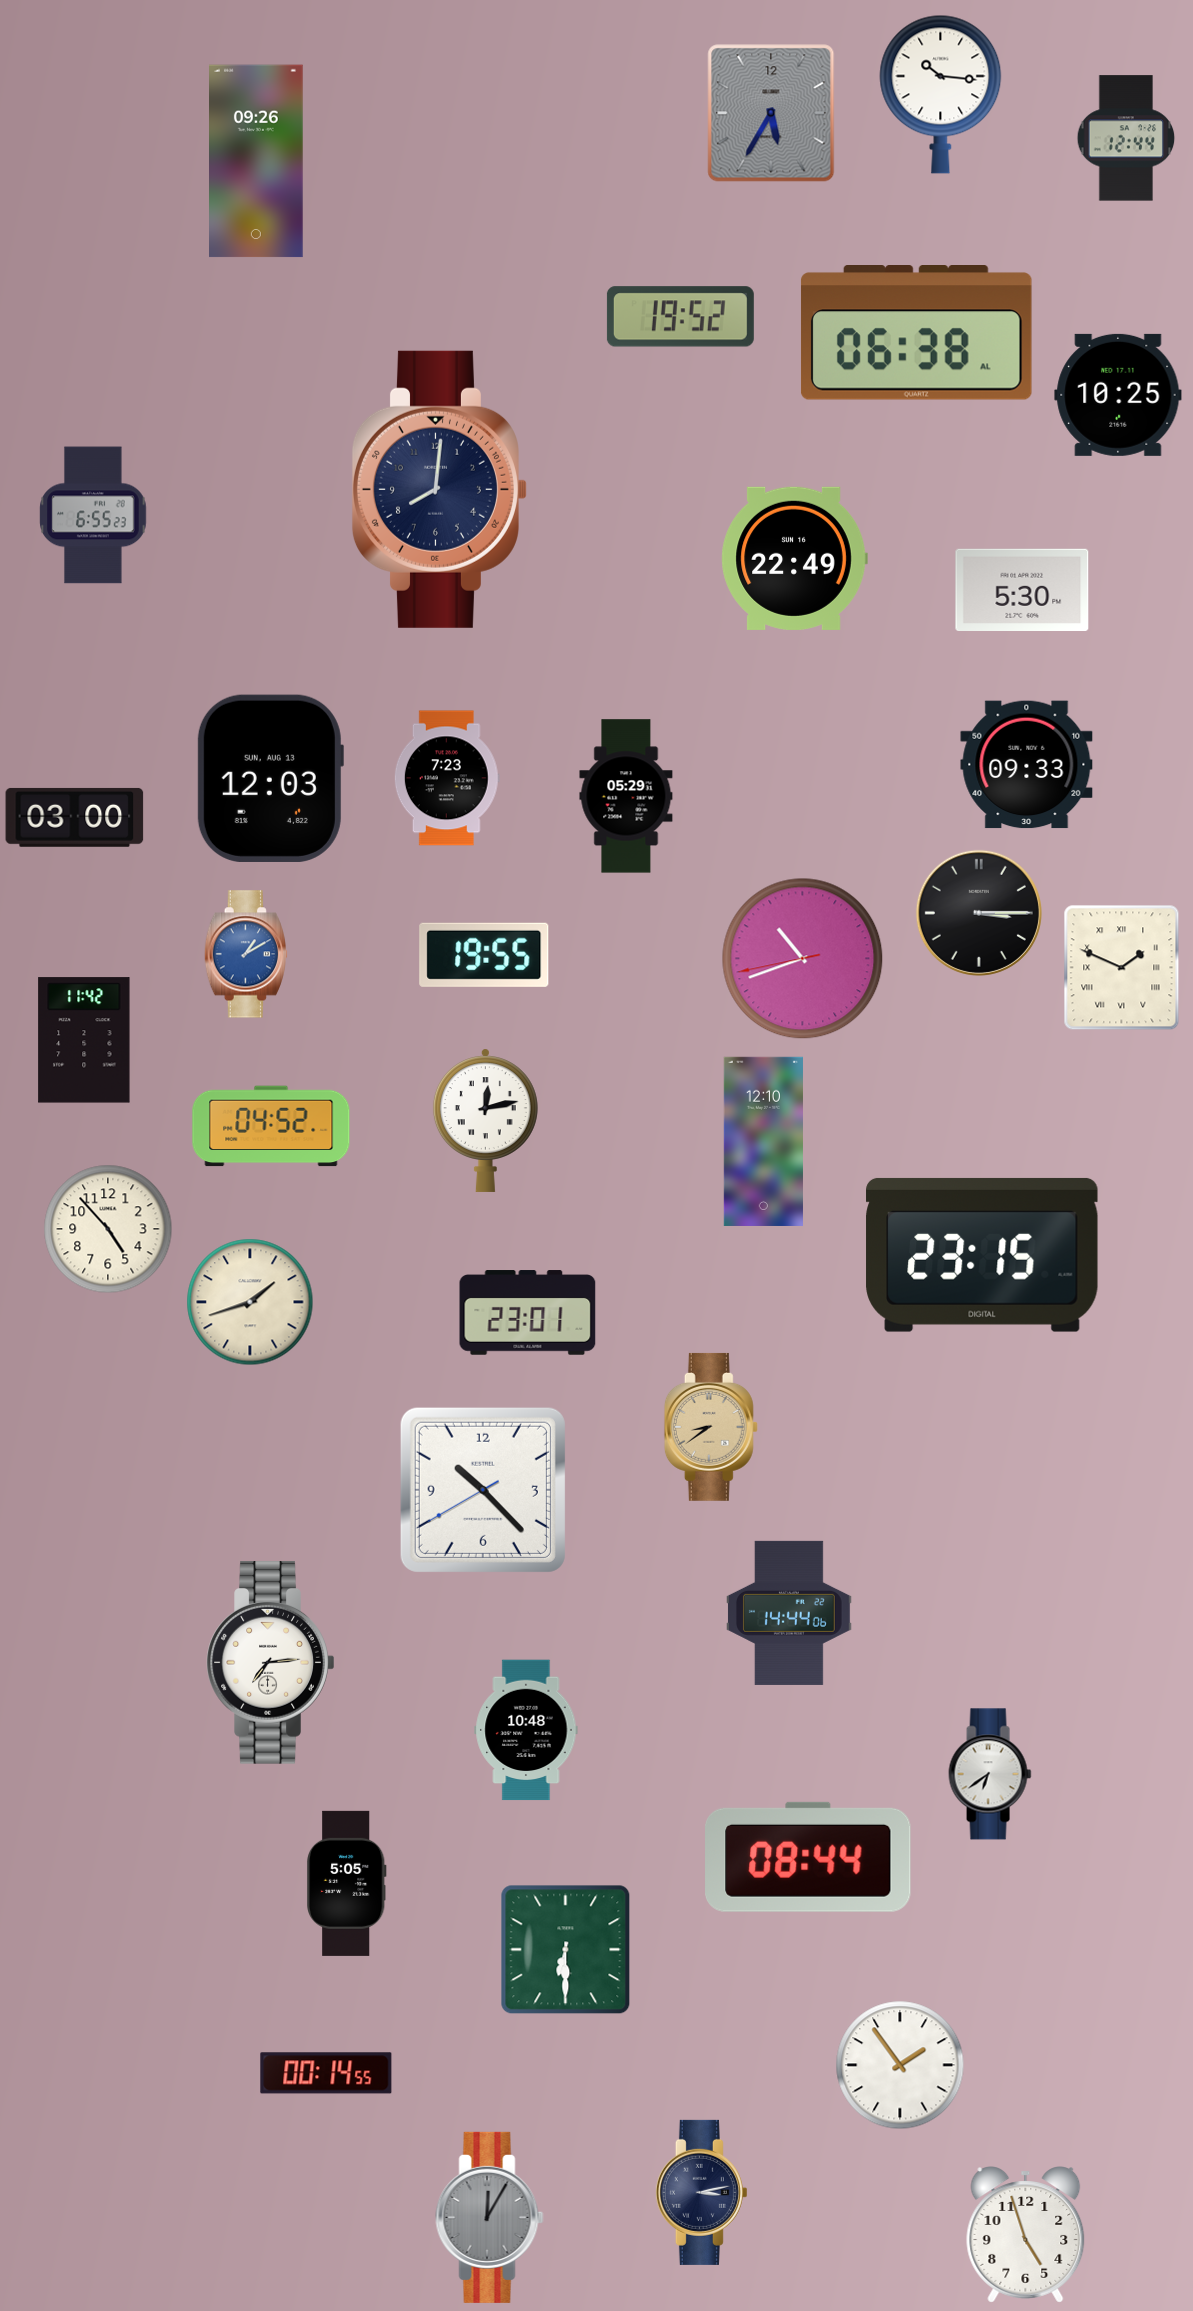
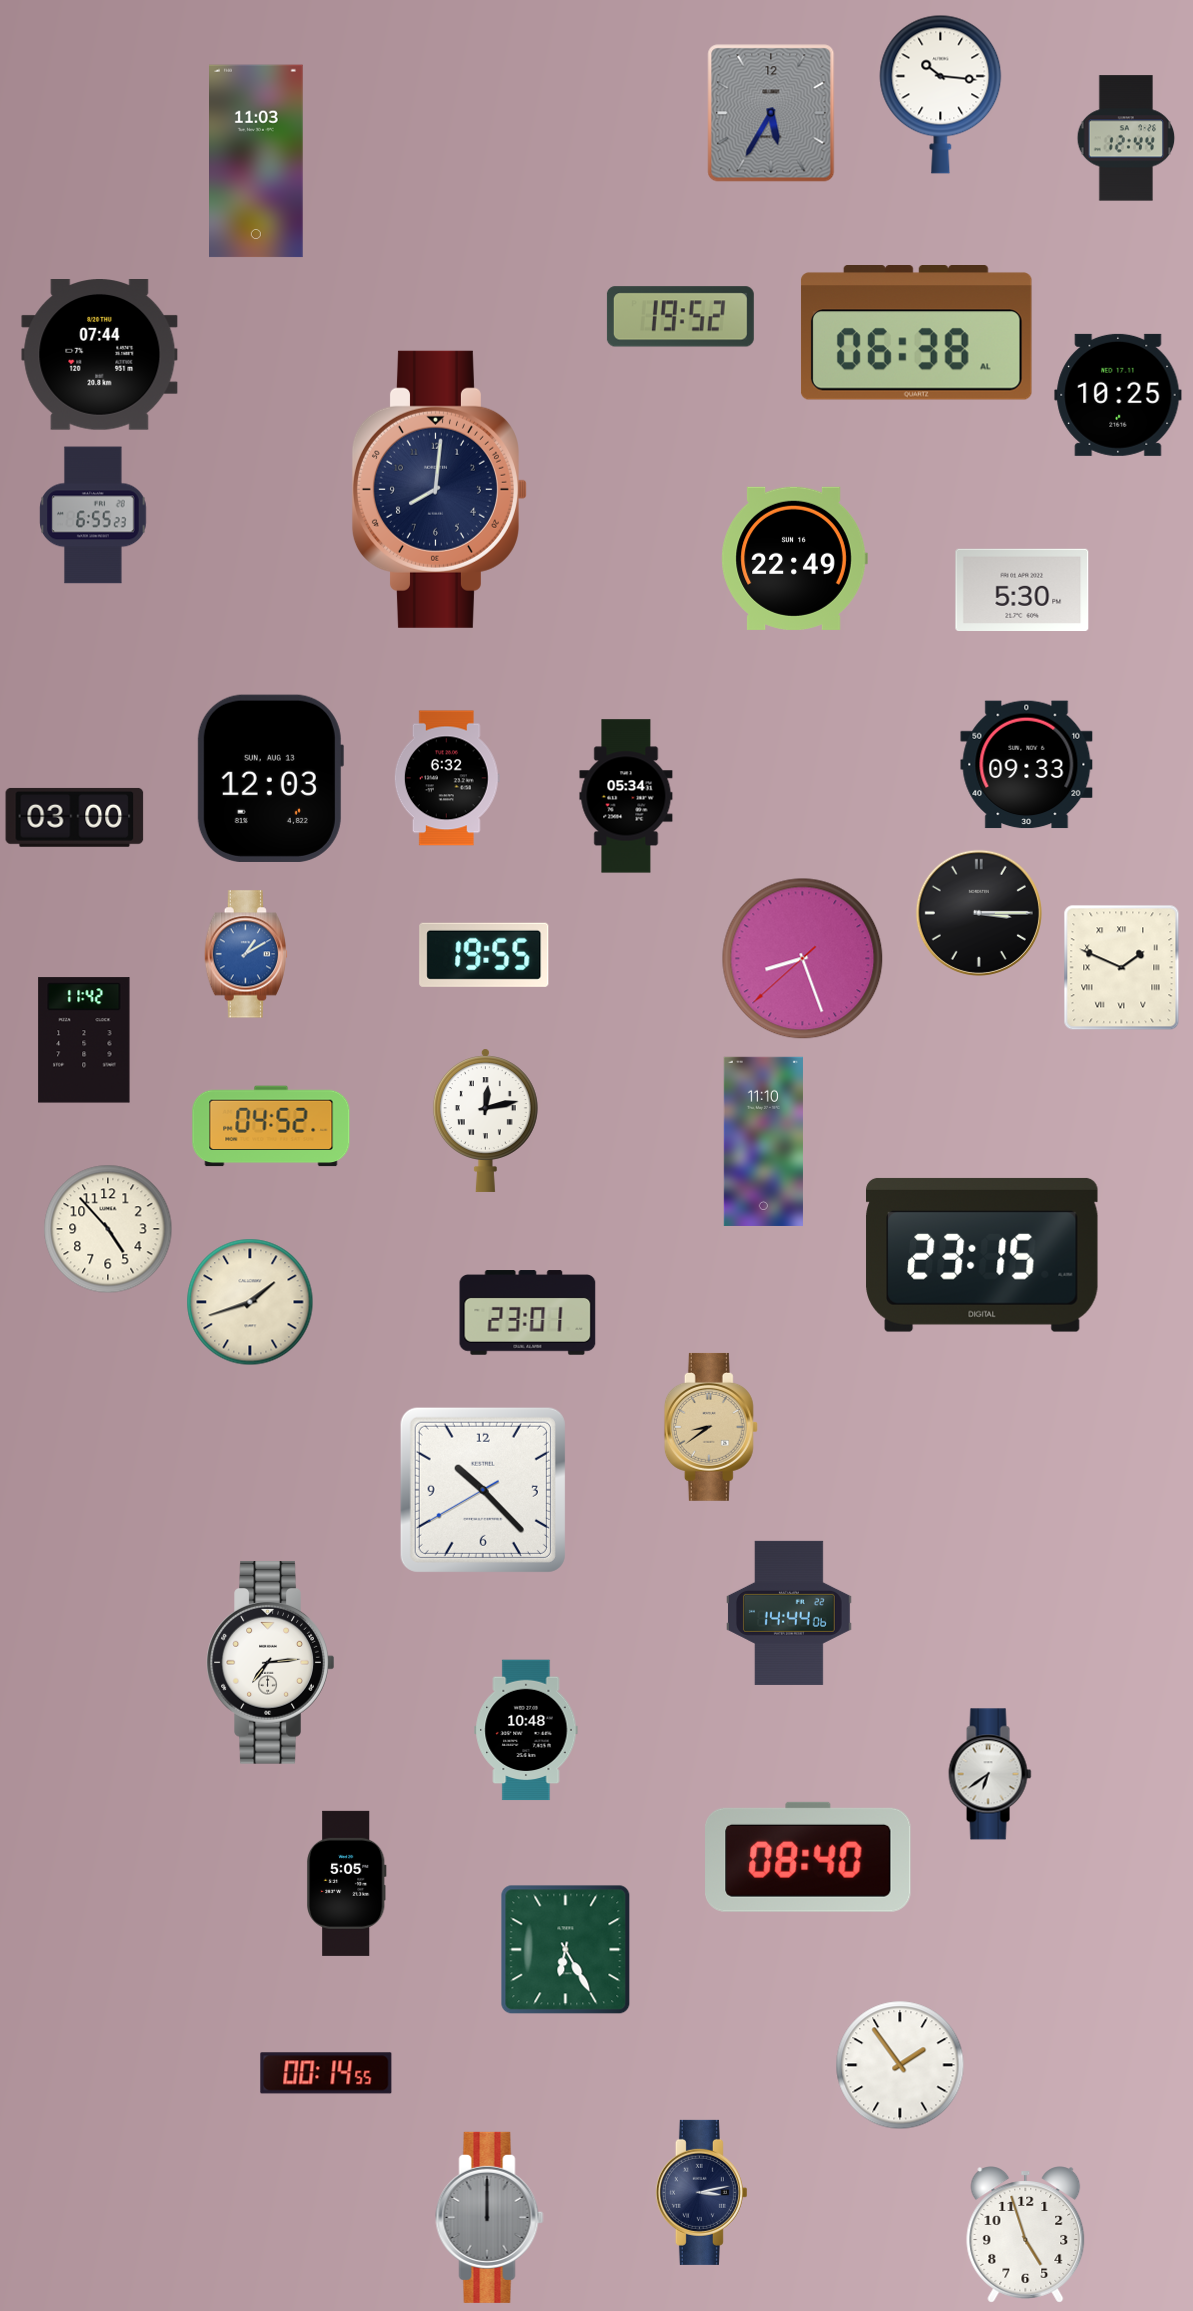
clock at (257, 161): 09:26 -> 11:03
clock at (100, 355): none -> 07:44
clock at (447, 778): 7:23 -> 6:32
clock at (626, 796): 05:29 -> 05:34
clock at (803, 959): 10:41 -> 8:26
clock at (763, 1141): 12:10 -> 11:10
clock at (808, 1857): 08:44 -> 08:40
clock at (566, 1950): 6:30 -> 6:25
clock at (490, 2217): 12:05 -> 12:00
